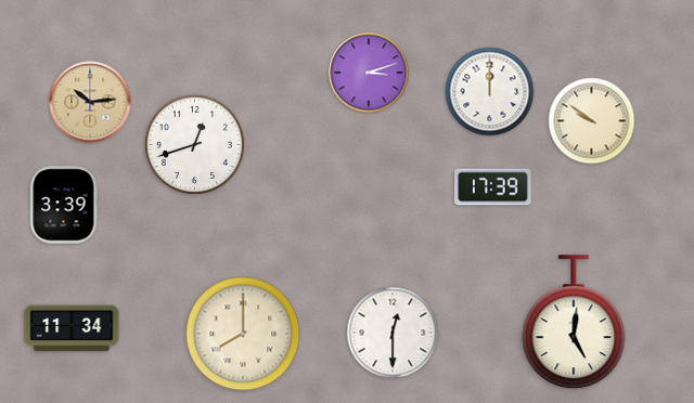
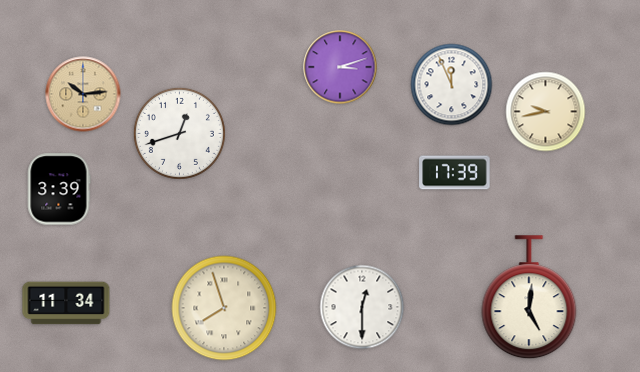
clock at (490, 92): 12:00 -> 11:56
clock at (592, 121): 9:51 -> 9:43
clock at (243, 334): 8:00 -> 7:57
